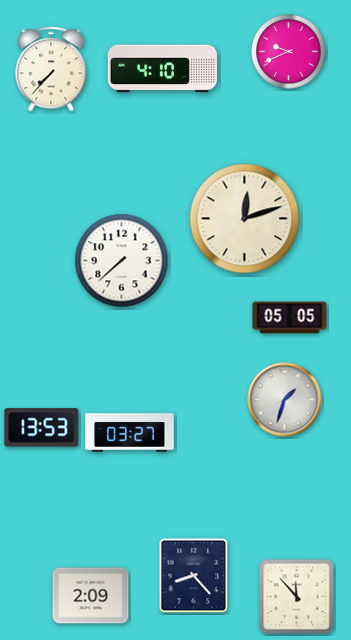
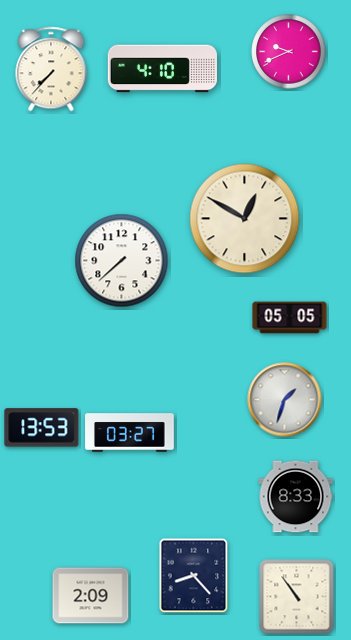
clock at (245, 219): 12:12 -> 12:50
clock at (296, 497): none -> 8:33
clock at (297, 597): 11:53 -> 10:54
